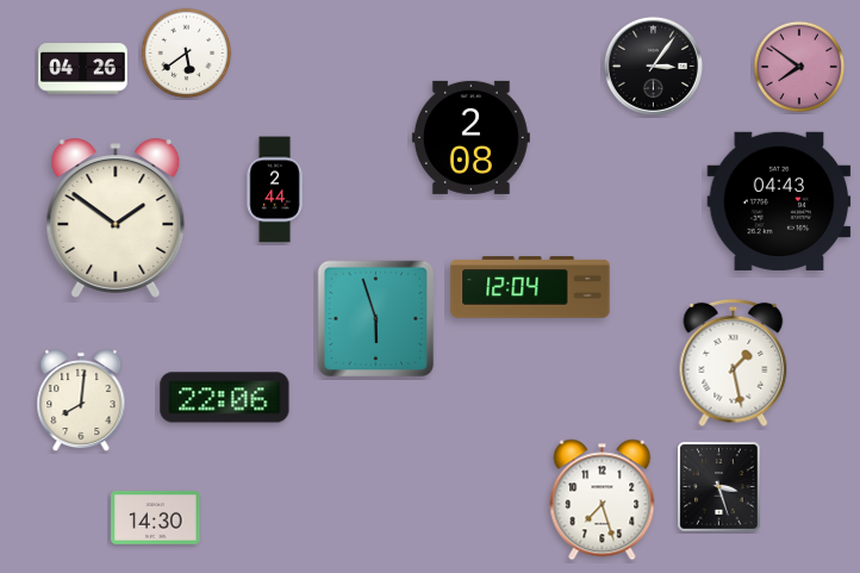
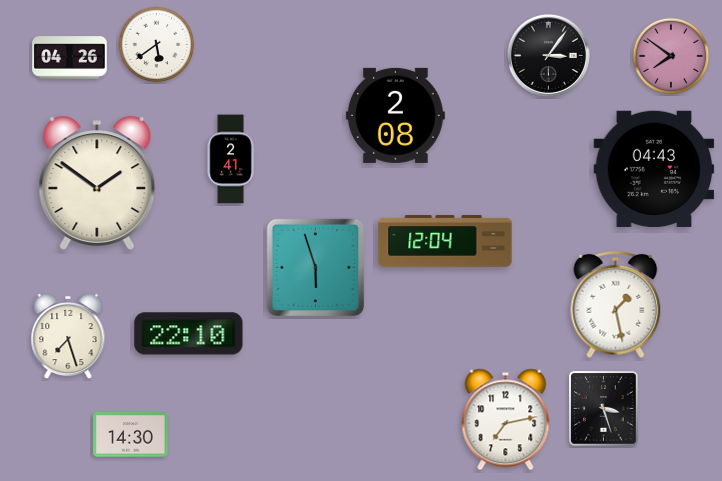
clock at (275, 189): 2:44 -> 2:41
clock at (225, 398): 22:06 -> 22:10
clock at (81, 400): 8:01 -> 7:27
clock at (603, 500): 7:27 -> 7:13
